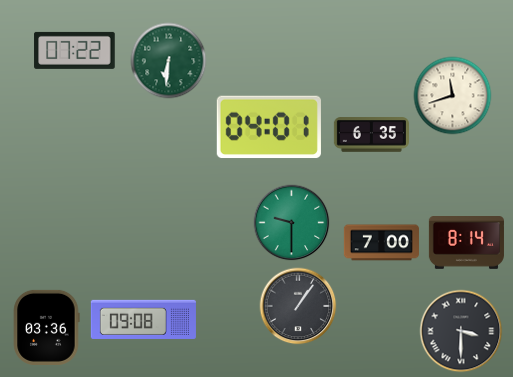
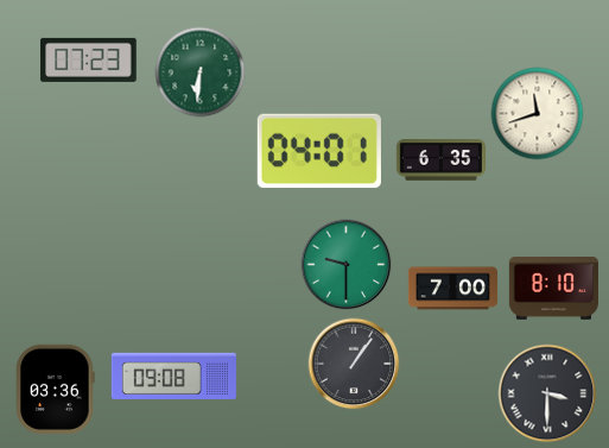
clock at (75, 50): 07:22 -> 07:23
clock at (466, 243): 8:14 -> 8:10
clock at (143, 319) position: (143, 319) -> (173, 376)
